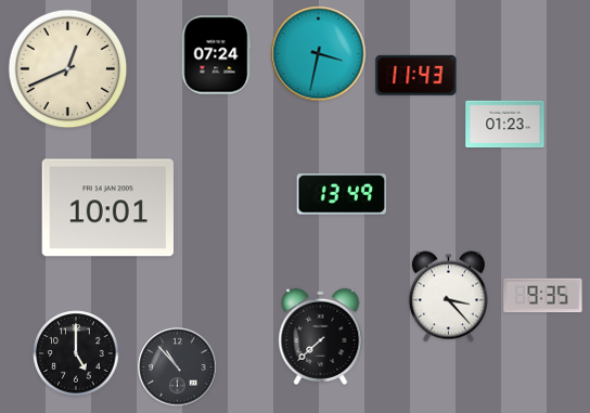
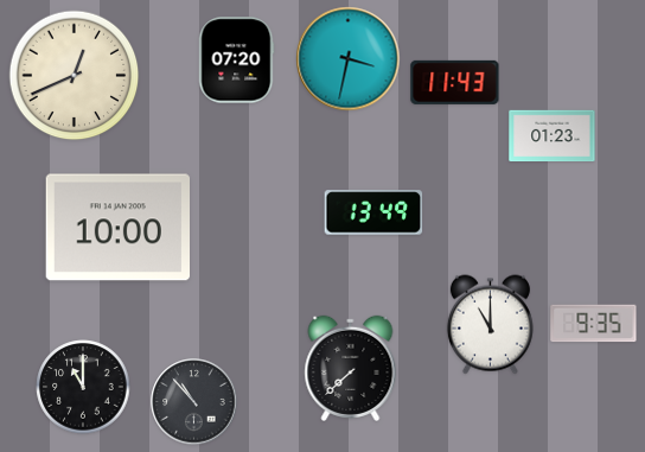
clock at (217, 55): 07:24 -> 07:20
clock at (107, 208): 10:01 -> 10:00
clock at (448, 297): 3:23 -> 11:00
clock at (76, 353): 5:00 -> 11:00
